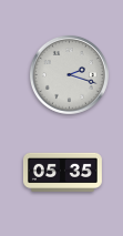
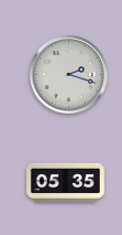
clock at (62, 172) position: (62, 172) -> (65, 182)
